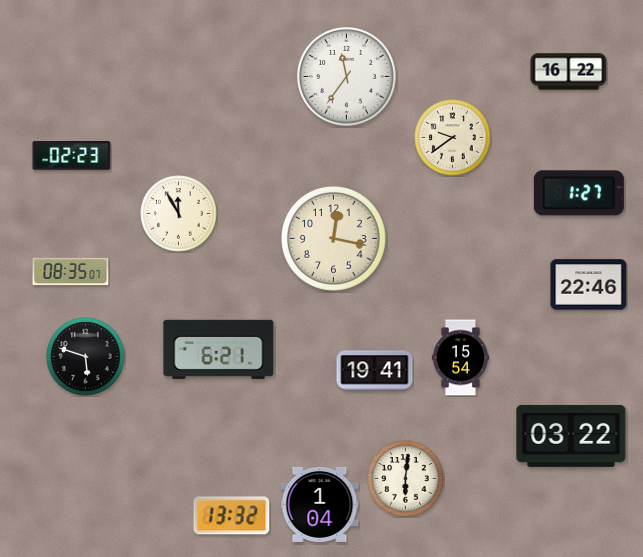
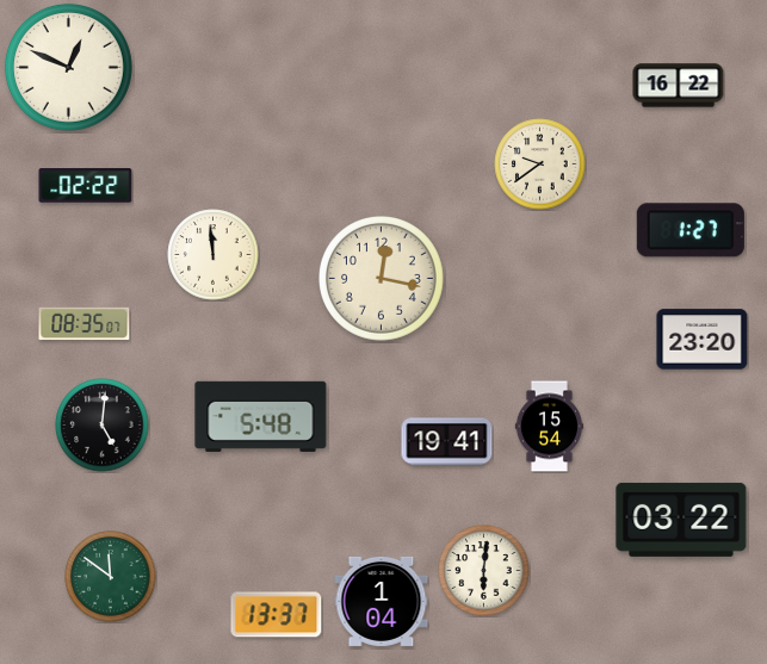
clock at (68, 67): none -> 12:49
clock at (347, 77): 11:36 -> none
clock at (72, 156): 02:23 -> 02:22
clock at (179, 214): 11:55 -> 11:59
clock at (334, 239) position: (334, 239) -> (382, 279)
clock at (589, 285): 22:46 -> 23:20
clock at (219, 349): 6:21 -> 5:48
clock at (86, 357): 5:48 -> 5:01
clock at (111, 577): none -> 11:51
clock at (232, 516): 13:32 -> 13:37
